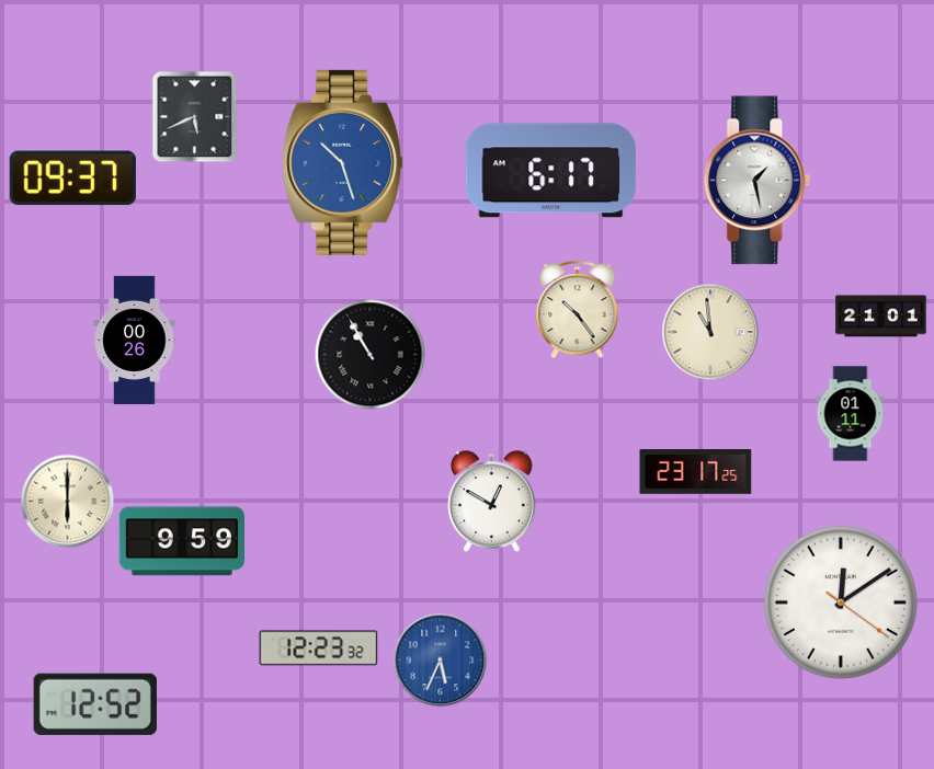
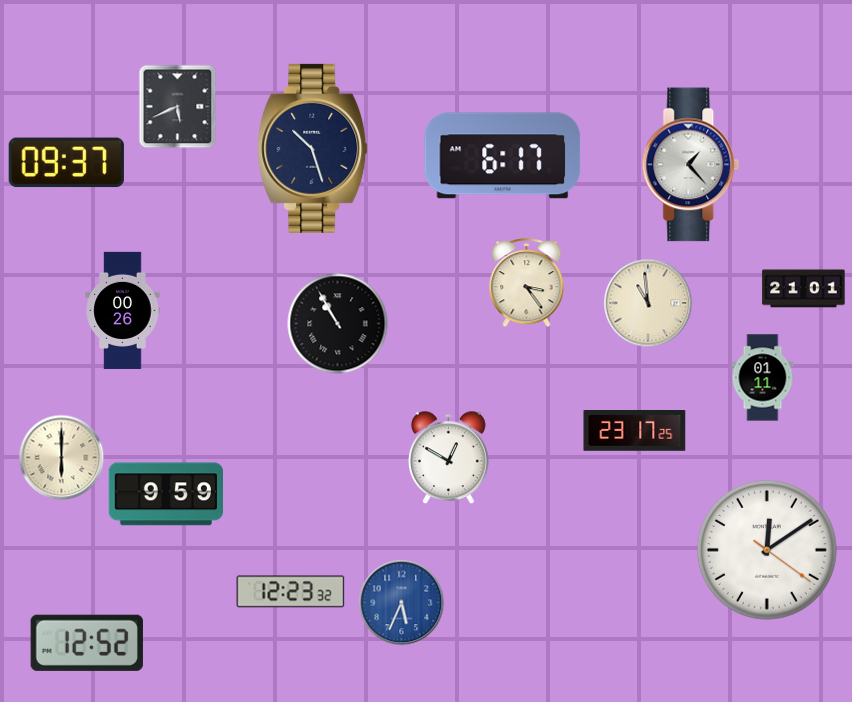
clock at (343, 162) dial: blue -> navy
clock at (758, 181): 1:28 -> 1:23
clock at (578, 310): 10:24 -> 3:24
clock at (851, 414) position: (851, 414) -> (763, 378)
